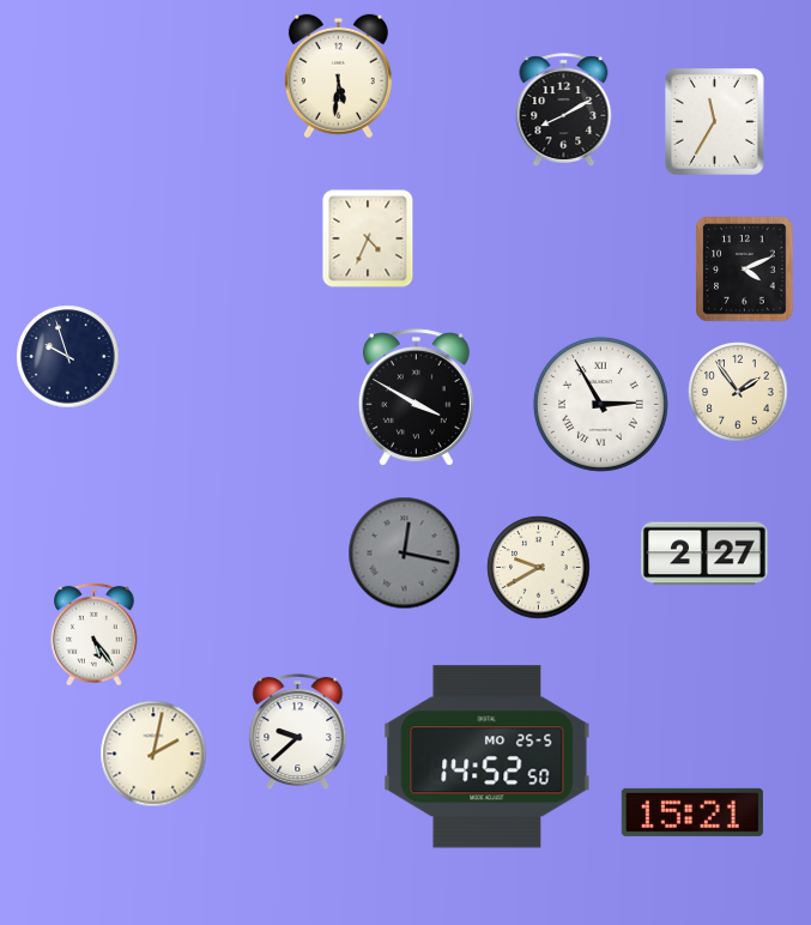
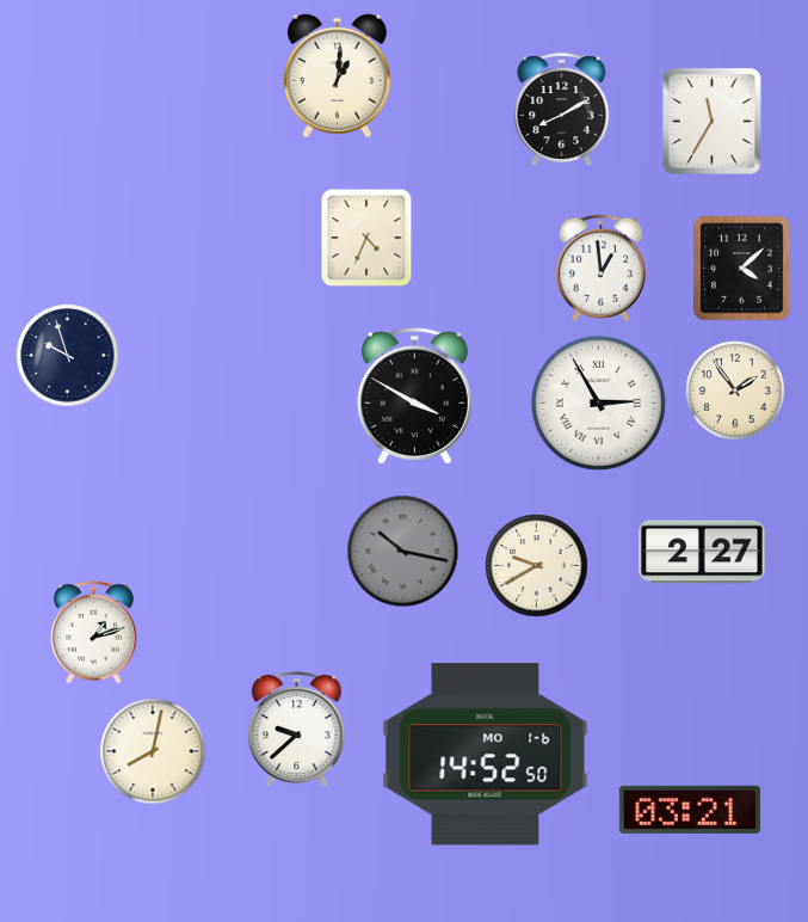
clock at (338, 77): 5:31 -> 1:01
clock at (600, 269): none -> 12:59
clock at (745, 270): 4:11 -> 4:08
clock at (405, 554): 12:17 -> 10:17
clock at (95, 634): 5:24 -> 1:12
clock at (153, 754): 2:02 -> 8:02
clock at (488, 757) date: MO 25-5 -> MO 1-6
clock at (692, 812): 15:21 -> 03:21
